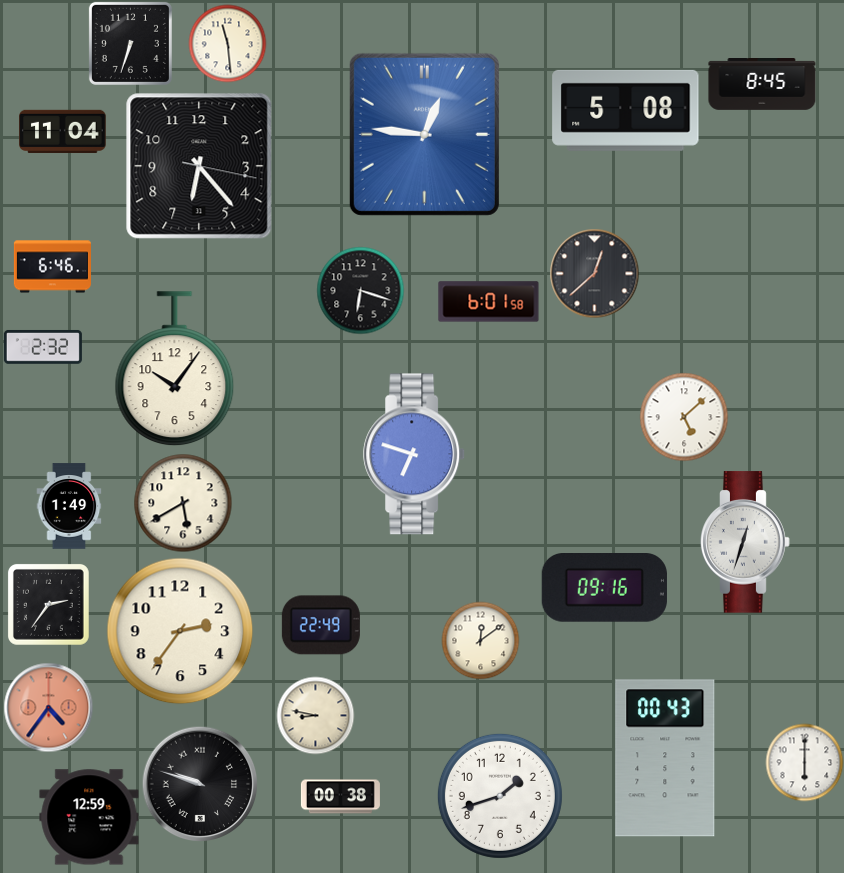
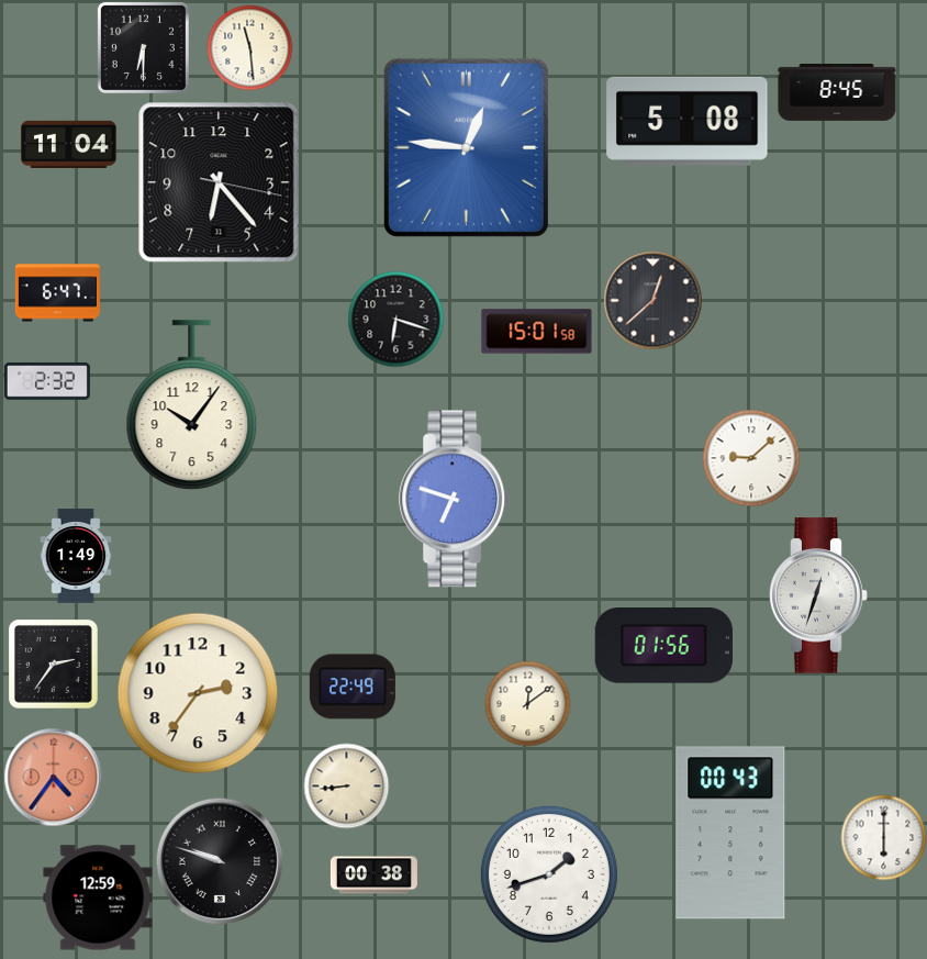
clock at (130, 43): 6:33 -> 6:30
clock at (52, 267): 6:46 -> 6:47
clock at (489, 302): 6:01 -> 15:01
clock at (684, 417): 5:08 -> 9:08
clock at (183, 503): 5:40 -> none
clock at (604, 588): 09:16 -> 01:56
clock at (315, 715): 8:47 -> 8:44
